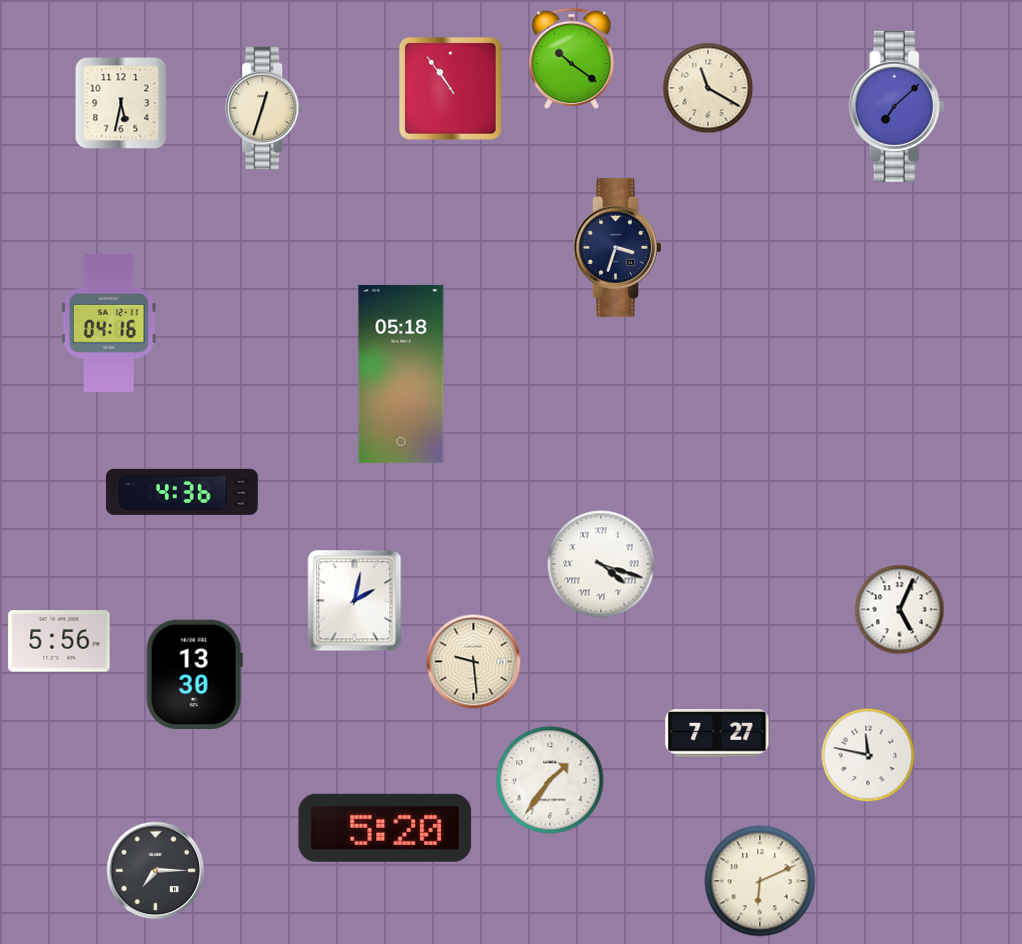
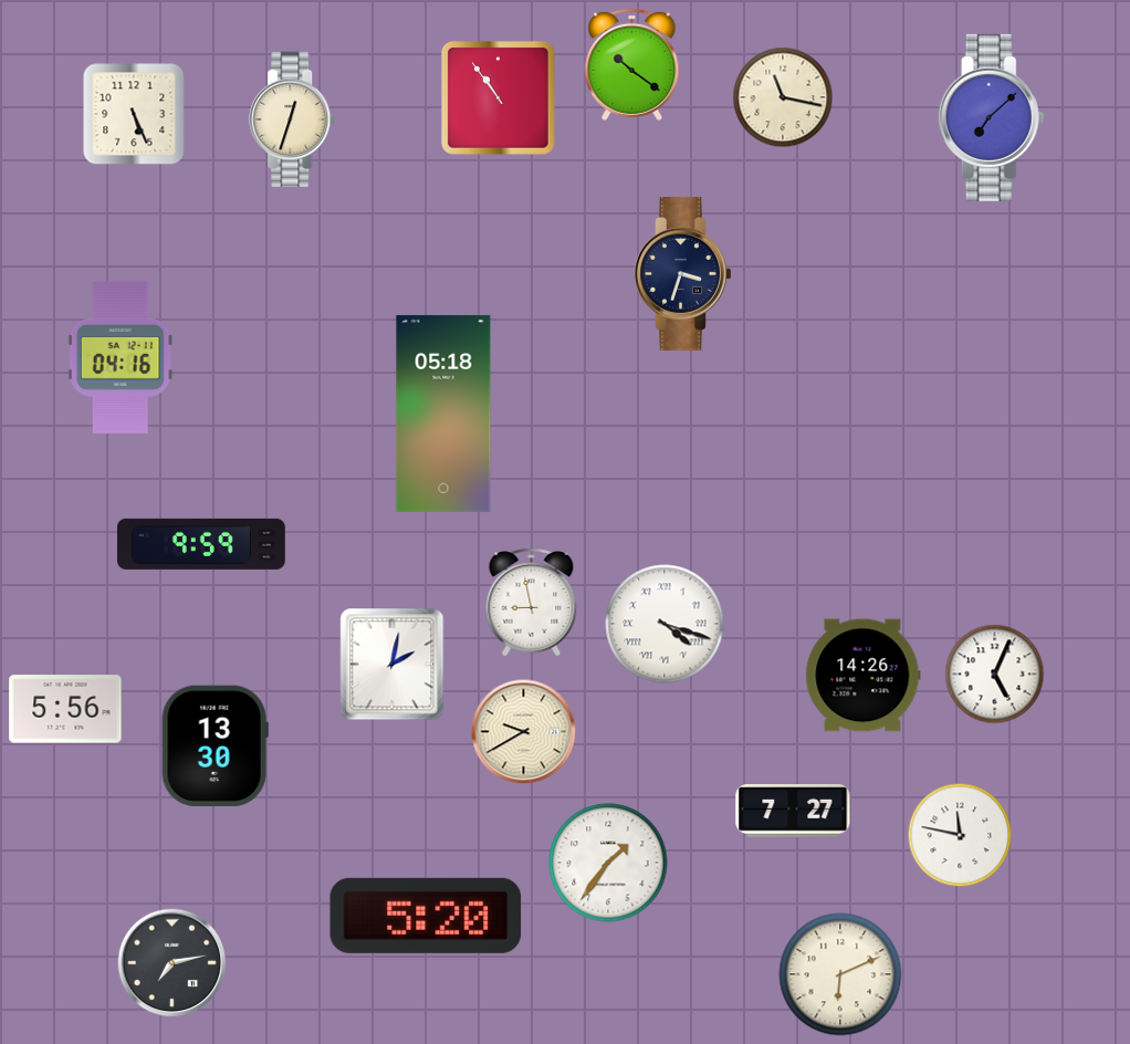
clock at (708, 88): 11:20 -> 11:17
clock at (121, 103): 5:32 -> 5:26
clock at (182, 492): 4:36 -> 9:59
clock at (532, 603): none -> 8:58
clock at (864, 676): none -> 14:26
clock at (474, 662): 9:29 -> 9:40
clock at (156, 871): 7:15 -> 7:13
